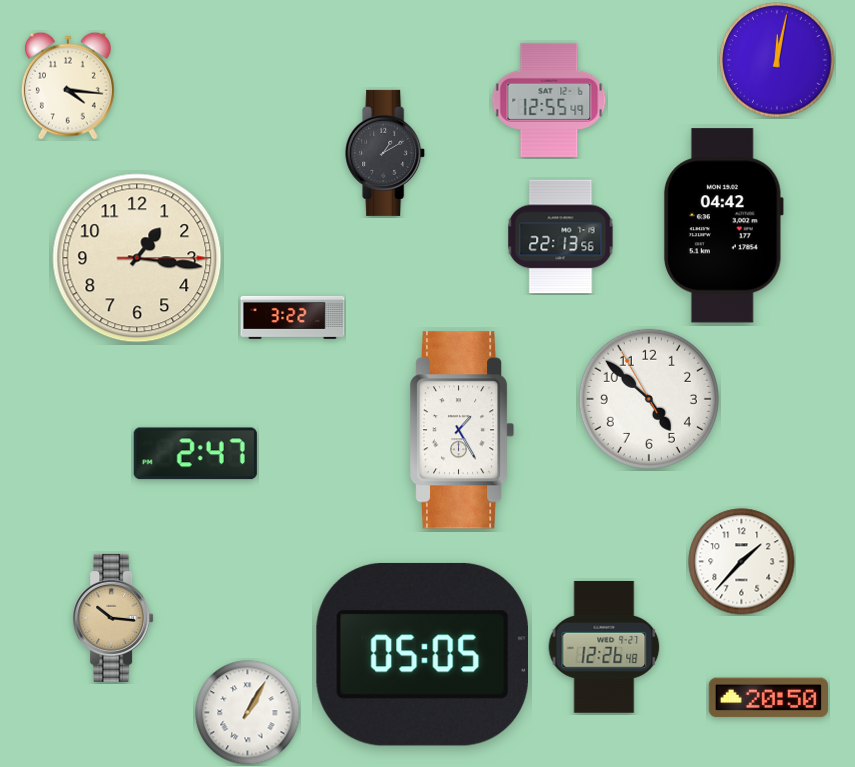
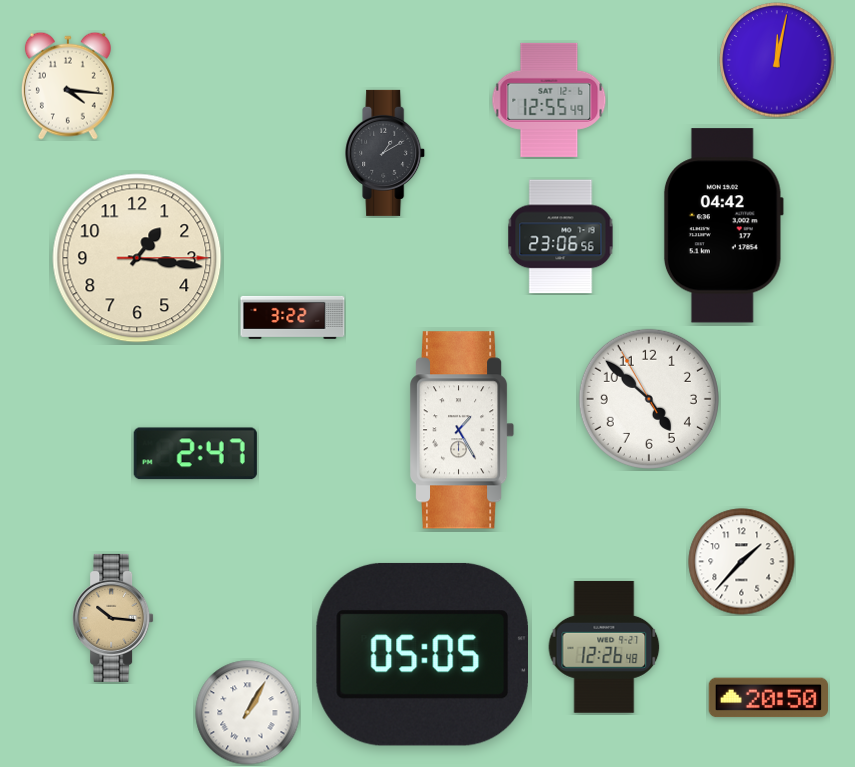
clock at (561, 237): 22:13 -> 23:06
